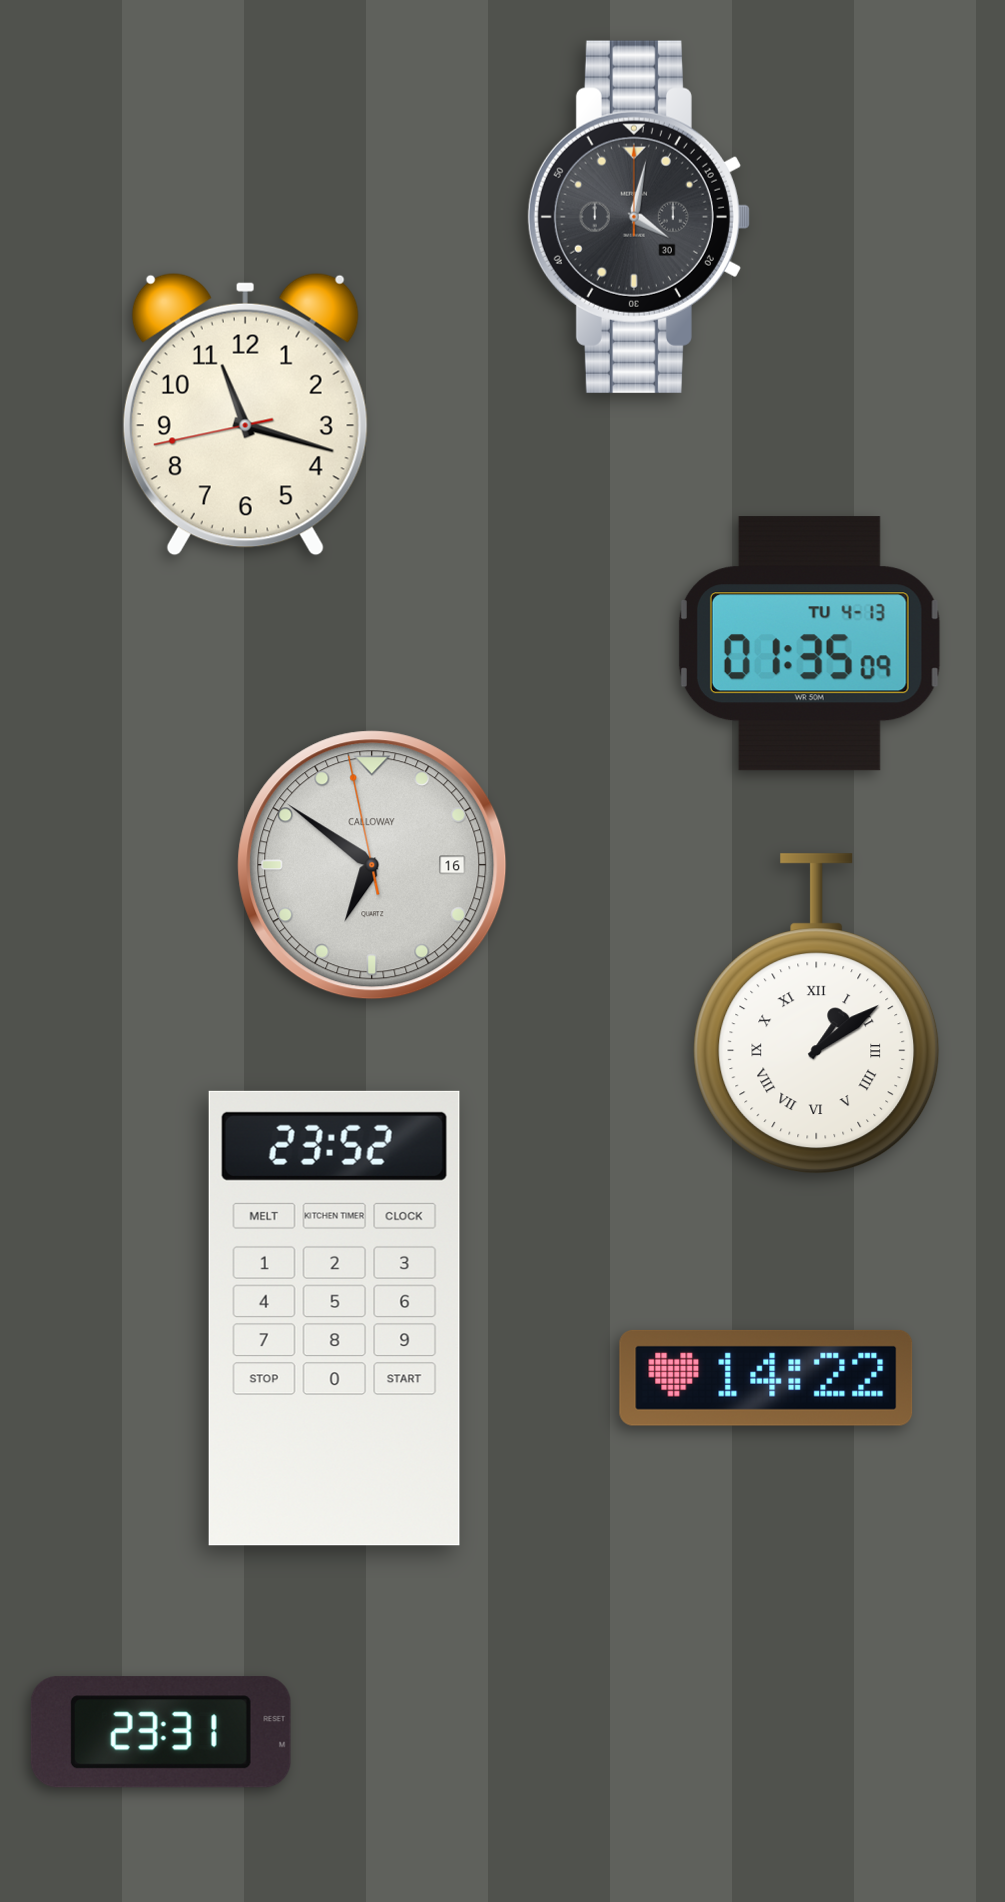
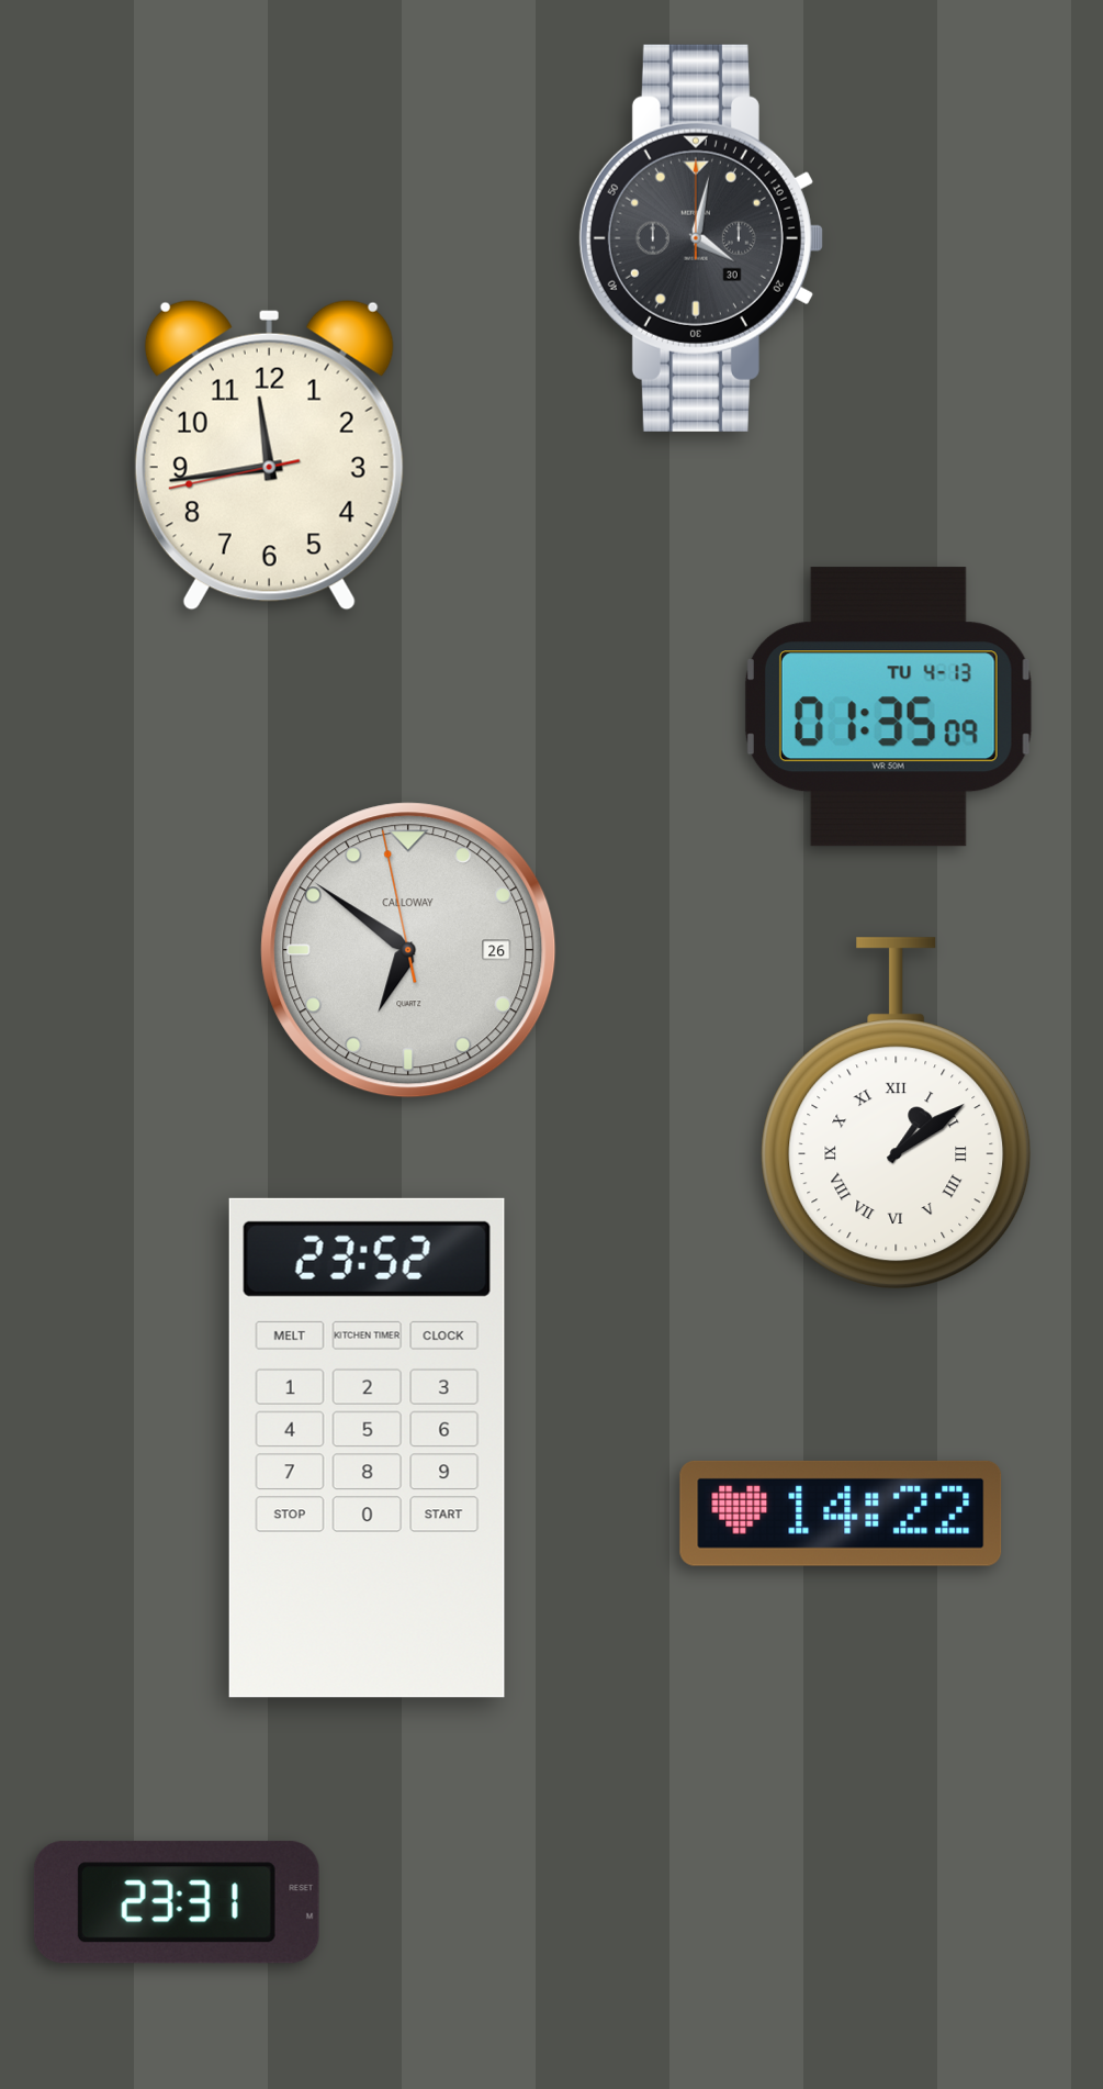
clock at (245, 414): 11:17 -> 11:43
clock at (372, 865) date: 16 -> 26
